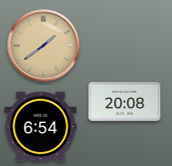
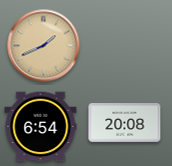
clock at (44, 46): 1:39 -> 1:41
clock at (125, 102) position: (125, 102) -> (125, 123)
